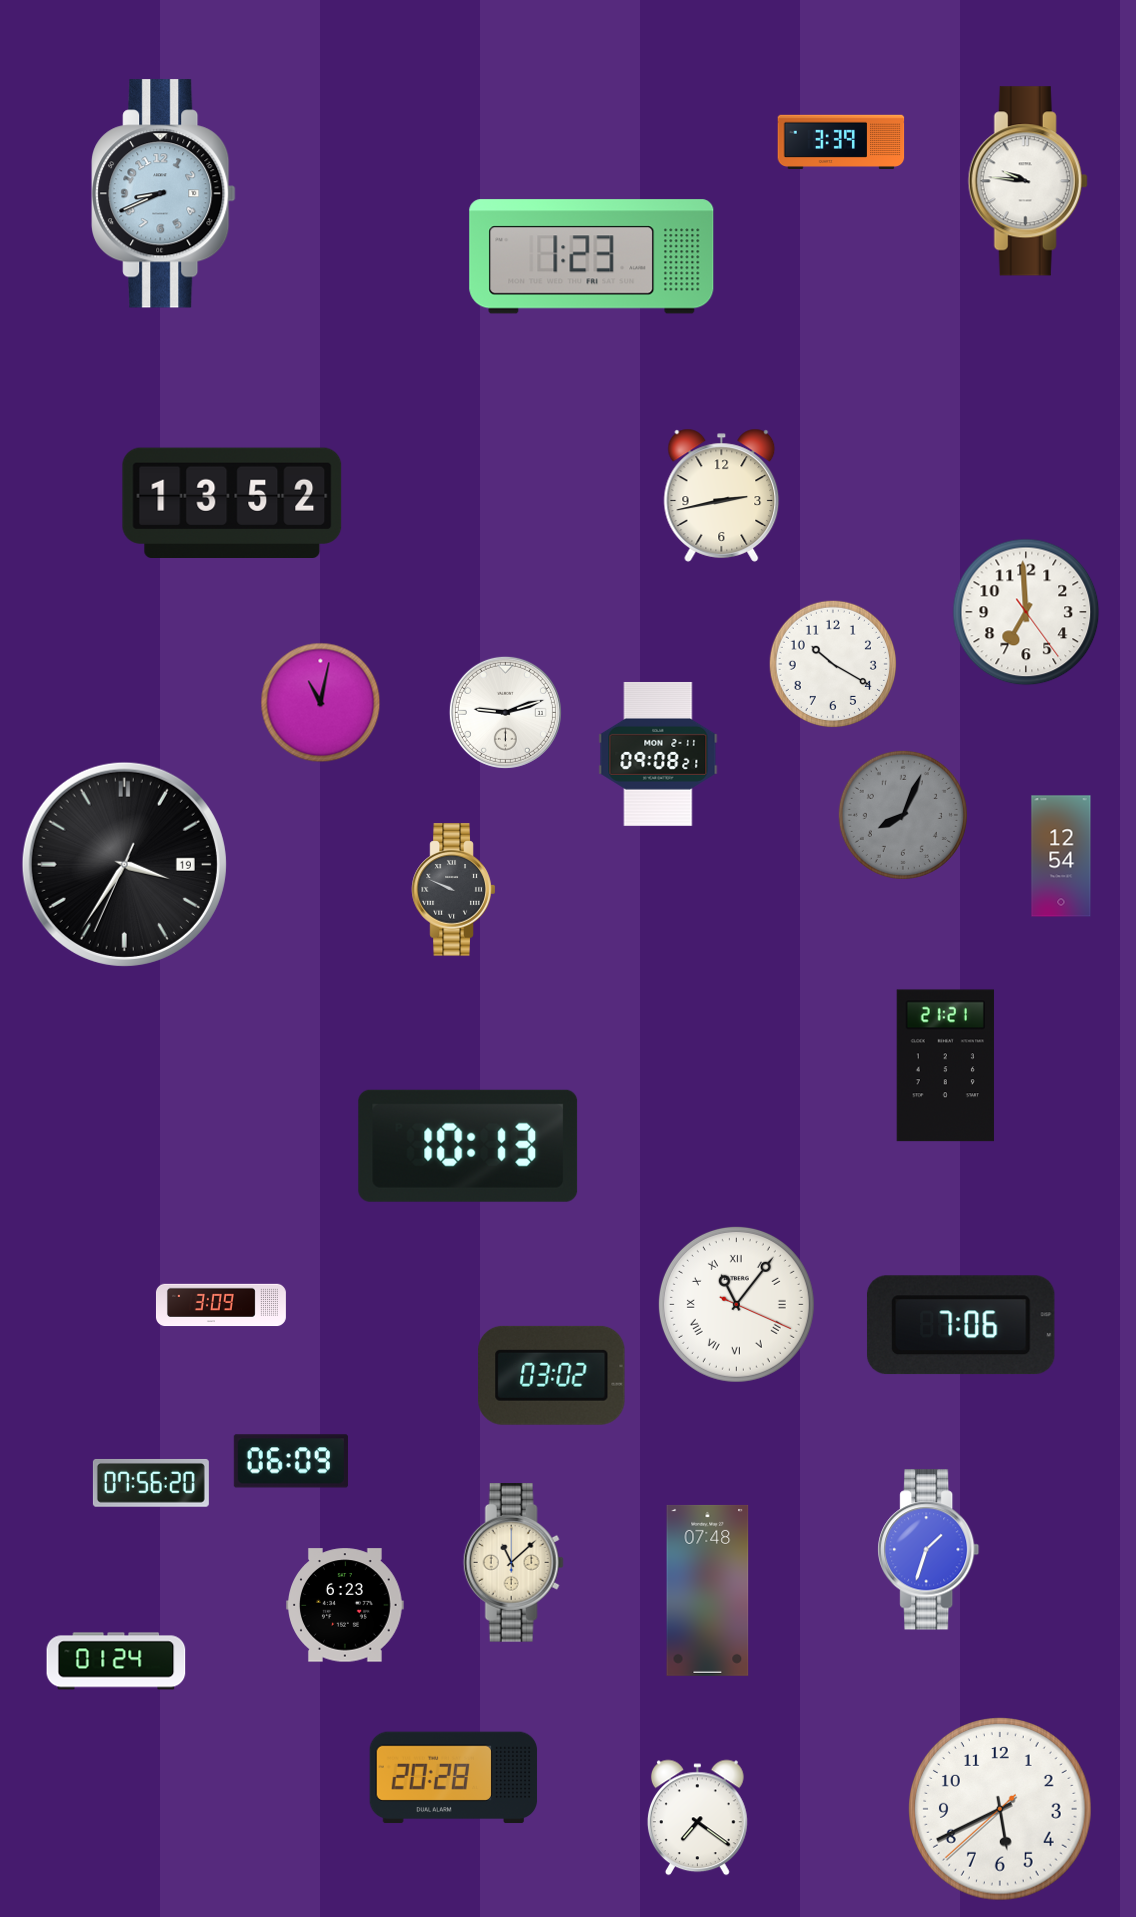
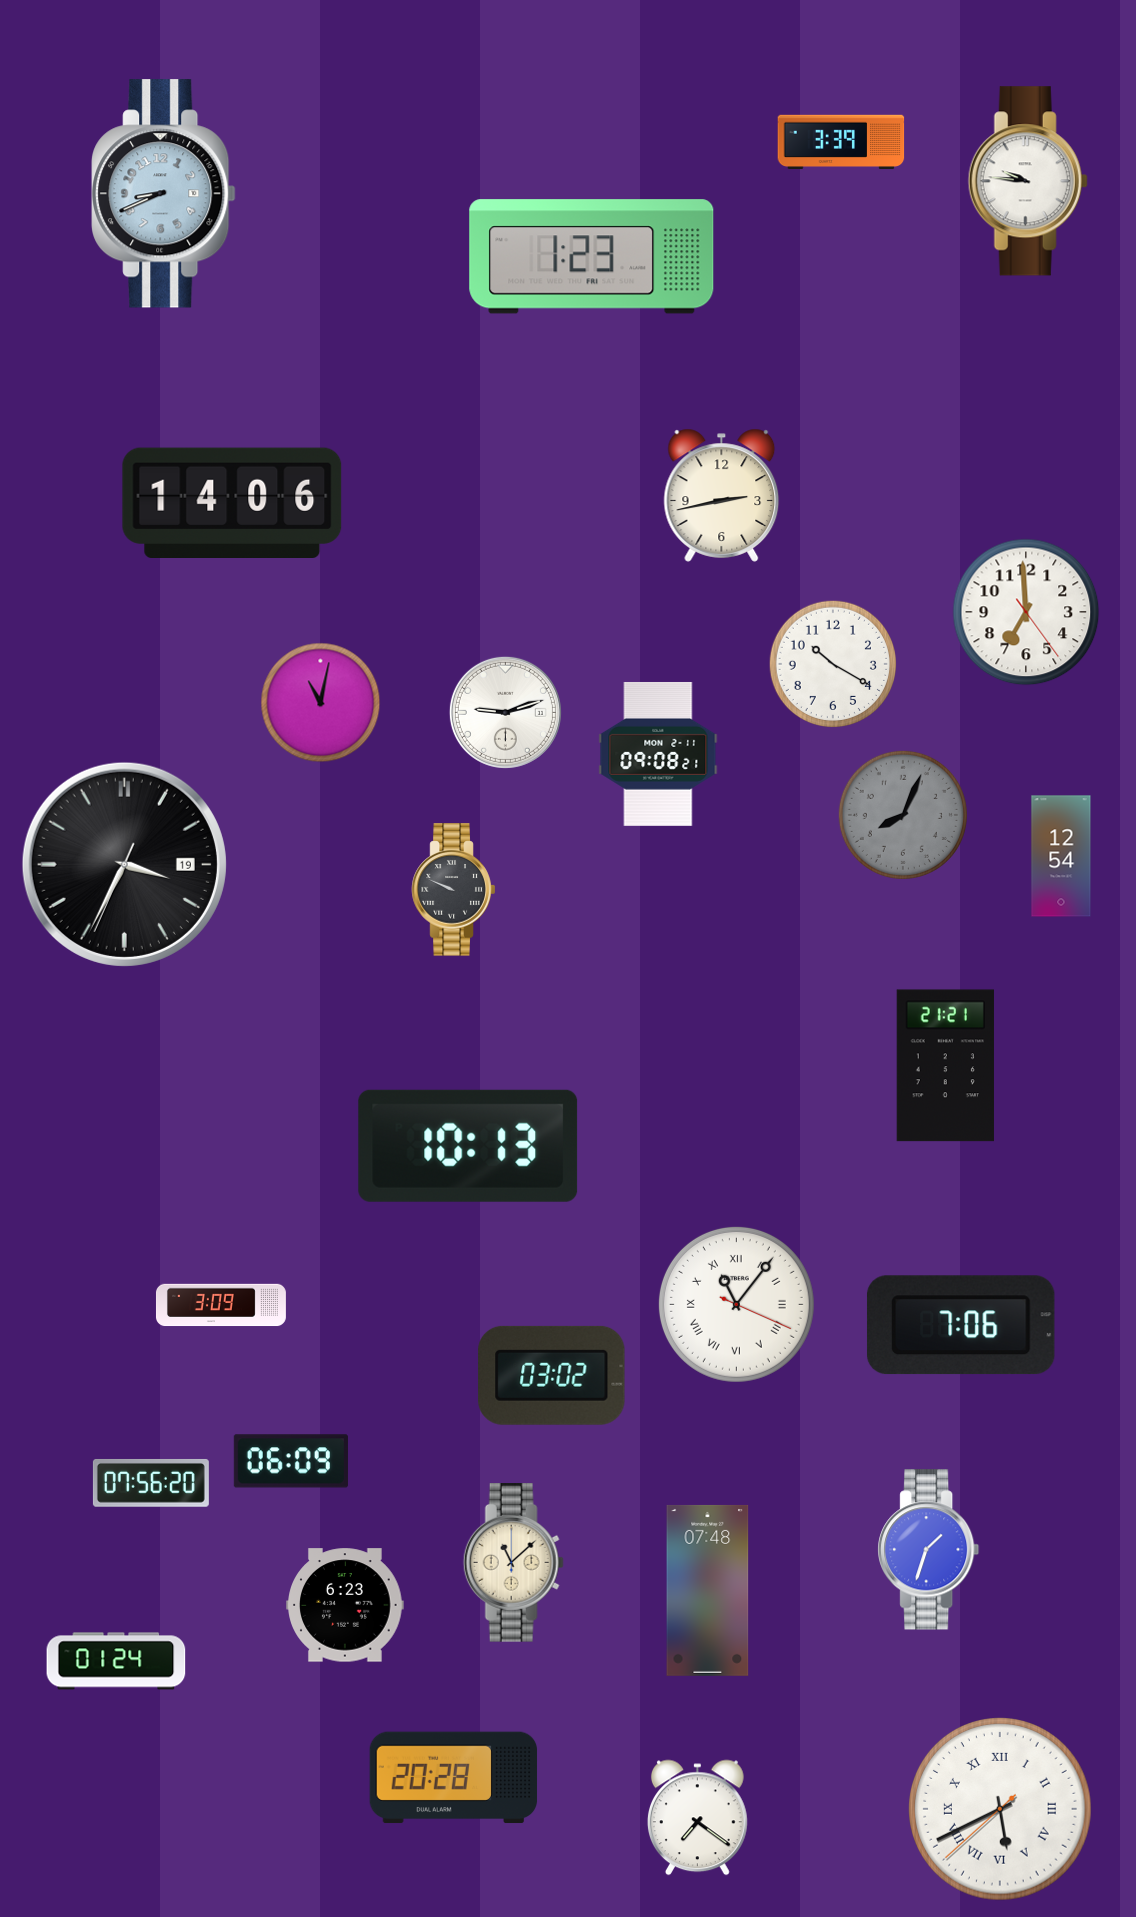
clock at (232, 502): 13:52 -> 14:06
clock at (124, 864): 3:35 -> 3:34
clock at (1000, 1809) numerals: Arabic -> Roman
